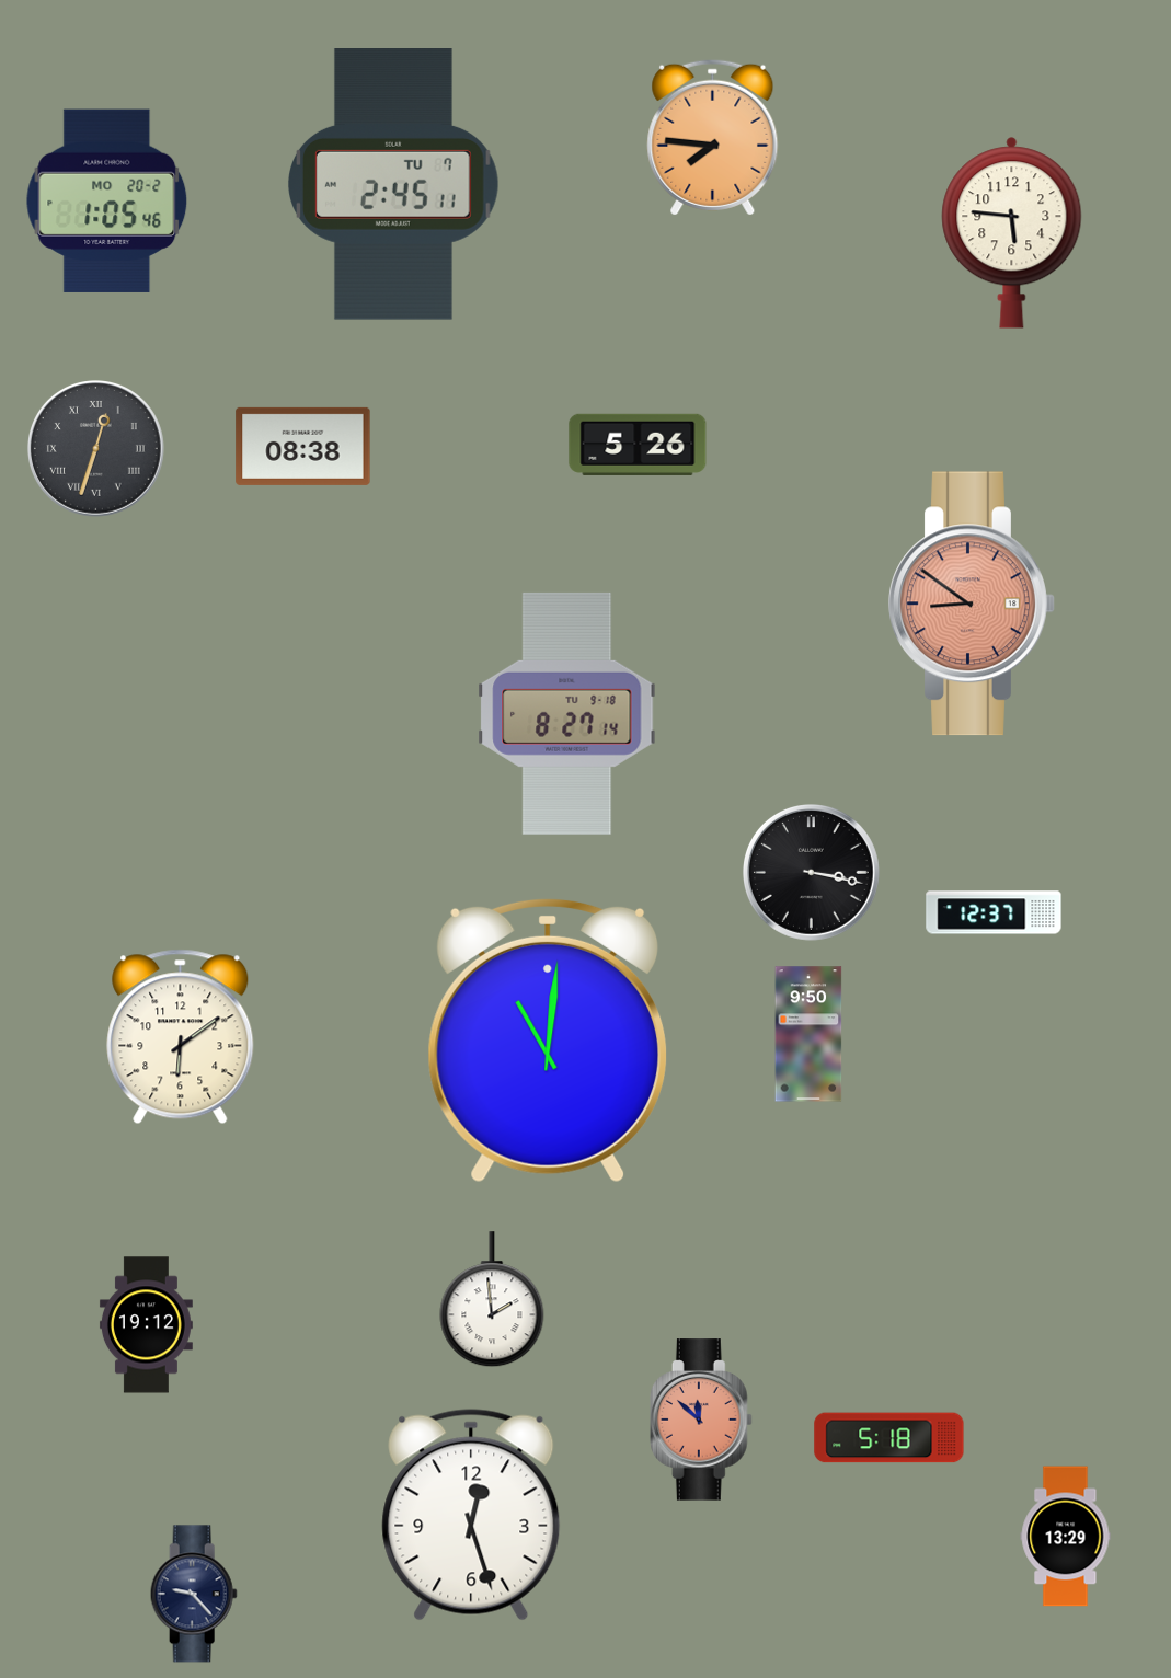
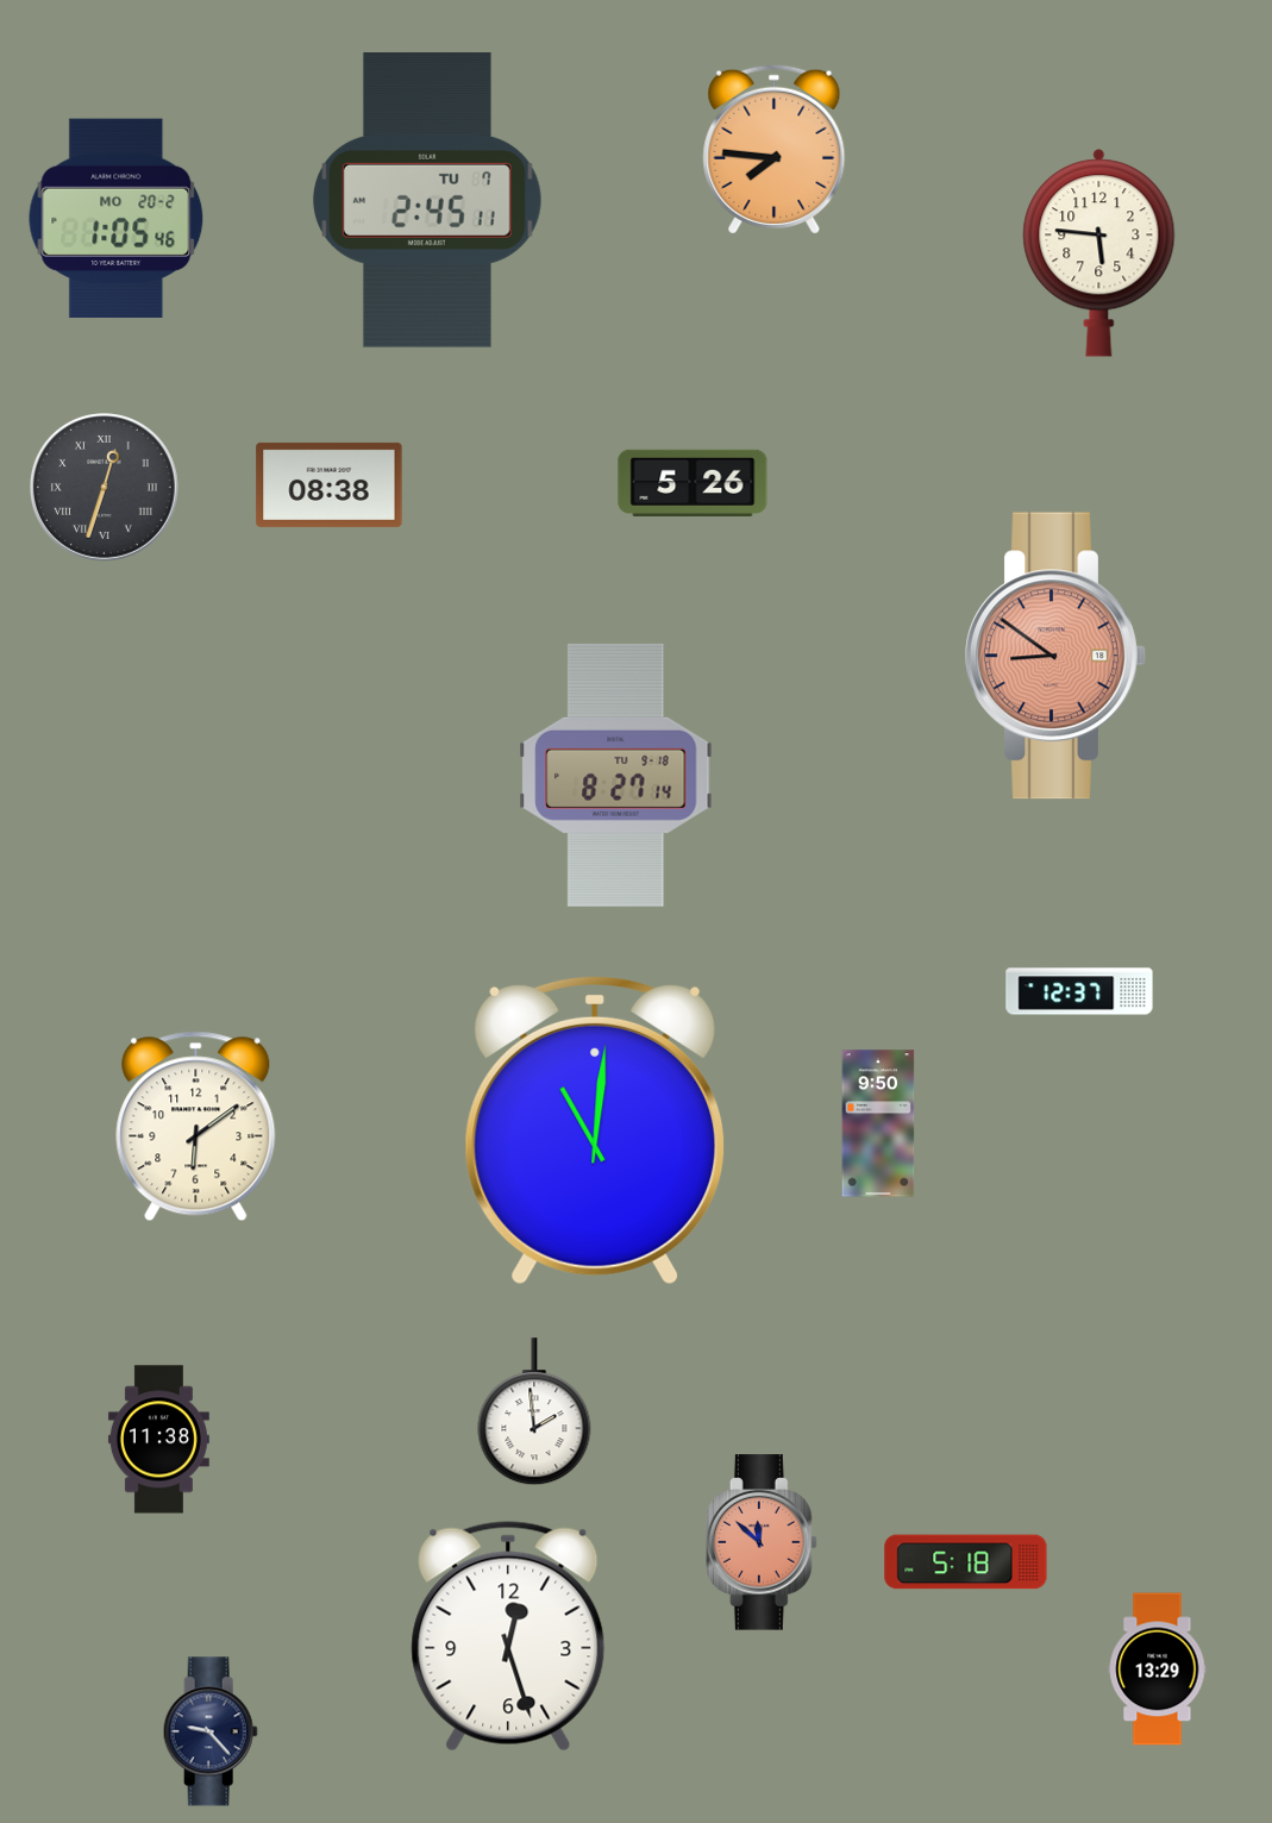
clock at (812, 873): 3:17 -> none
clock at (146, 1325): 19:12 -> 11:38
clock at (471, 1515) position: (471, 1515) -> (508, 1636)
